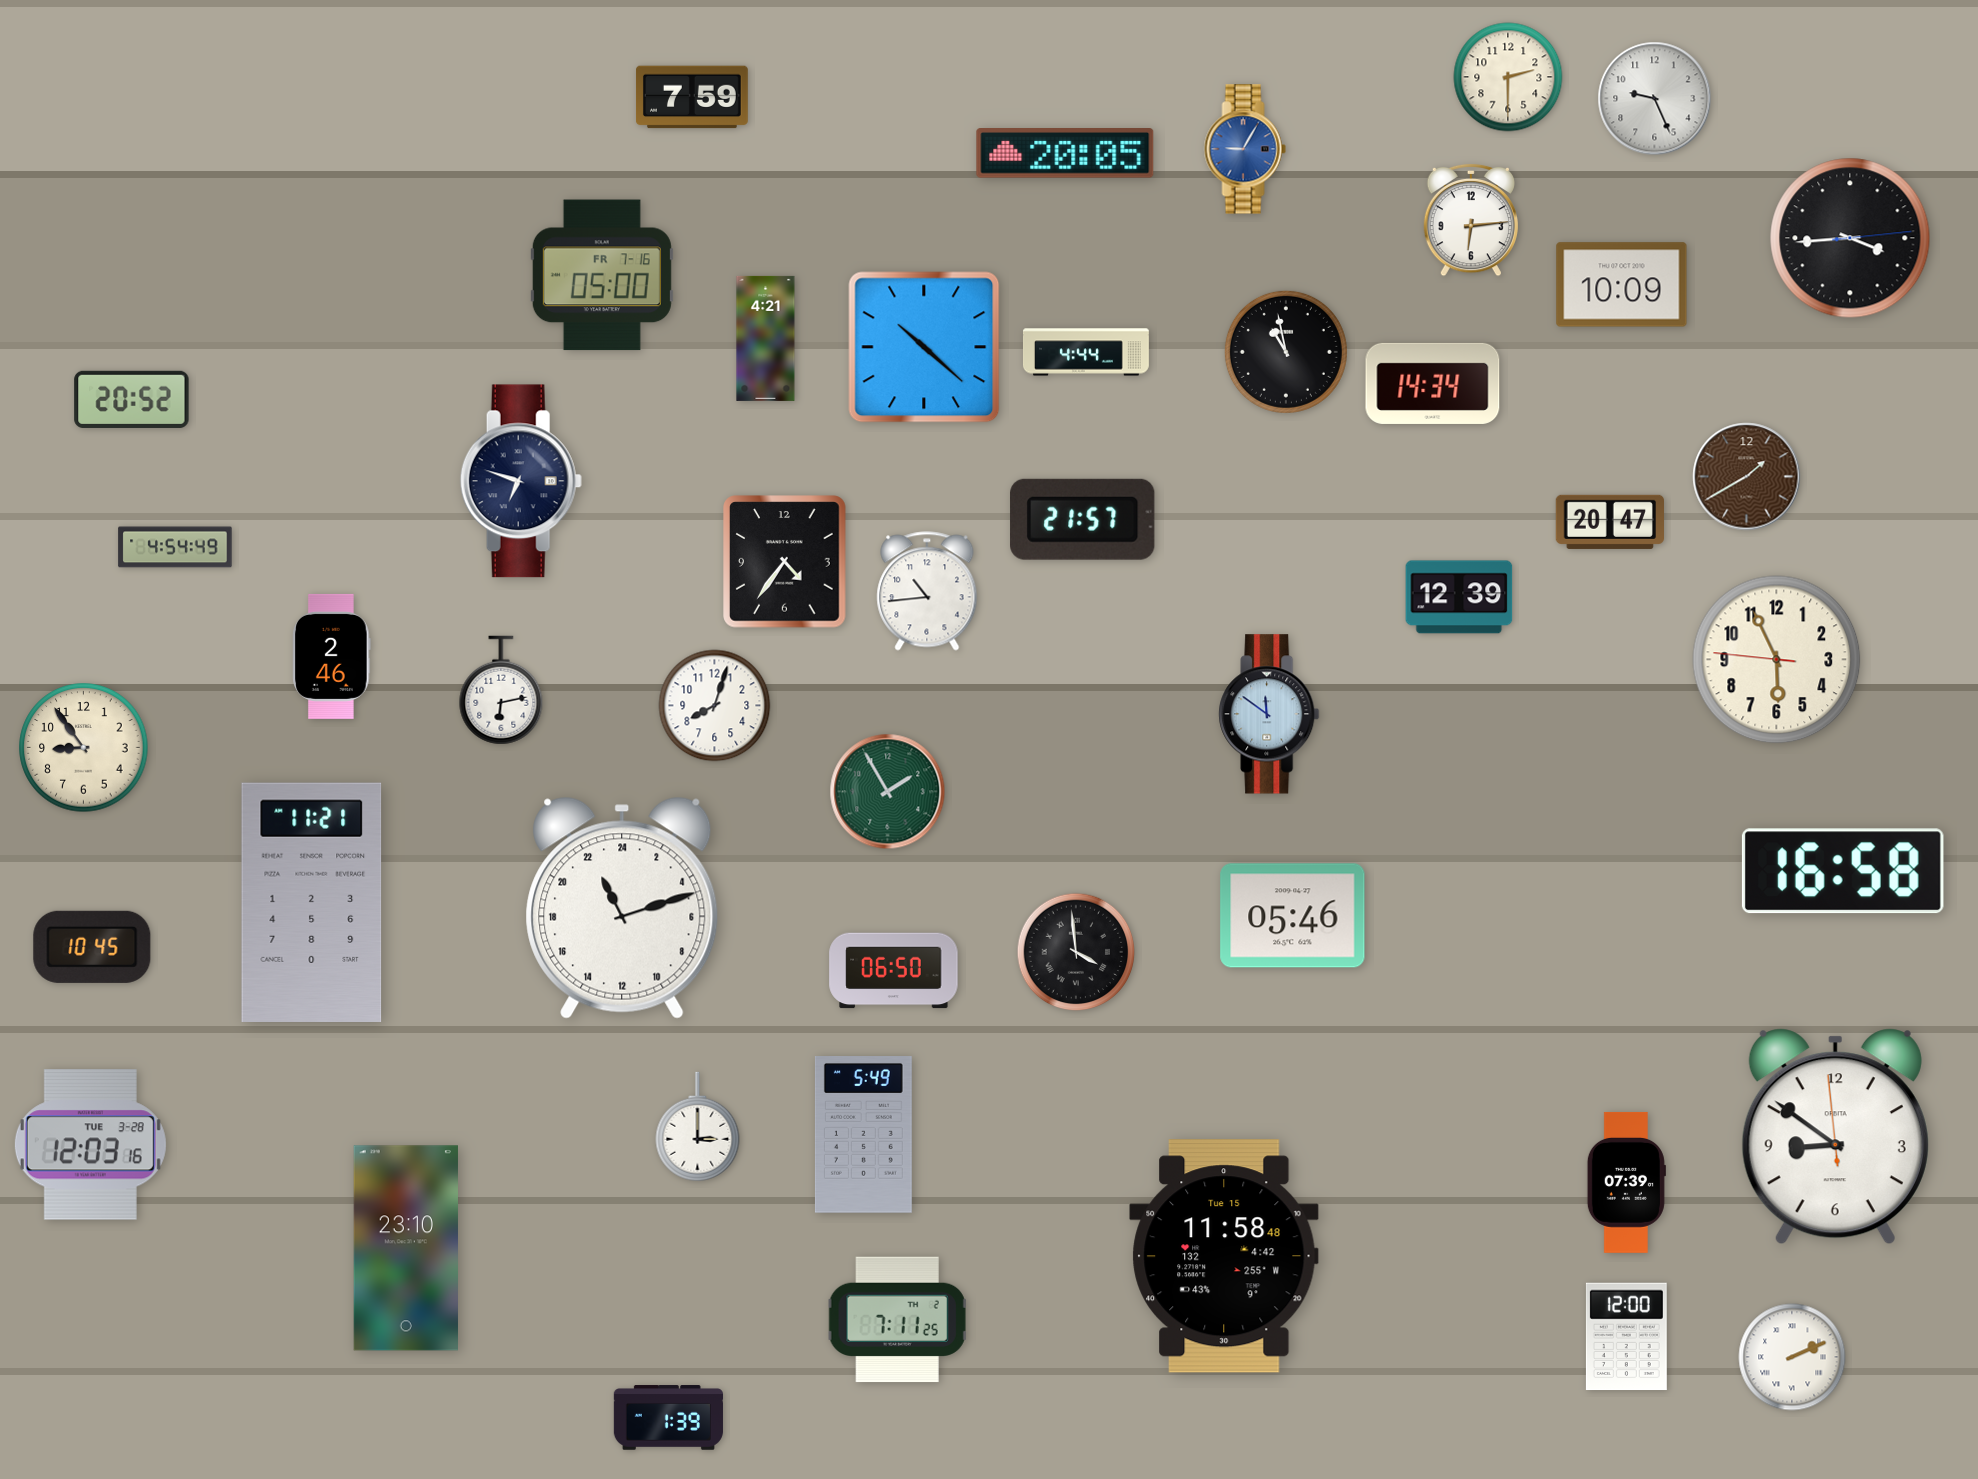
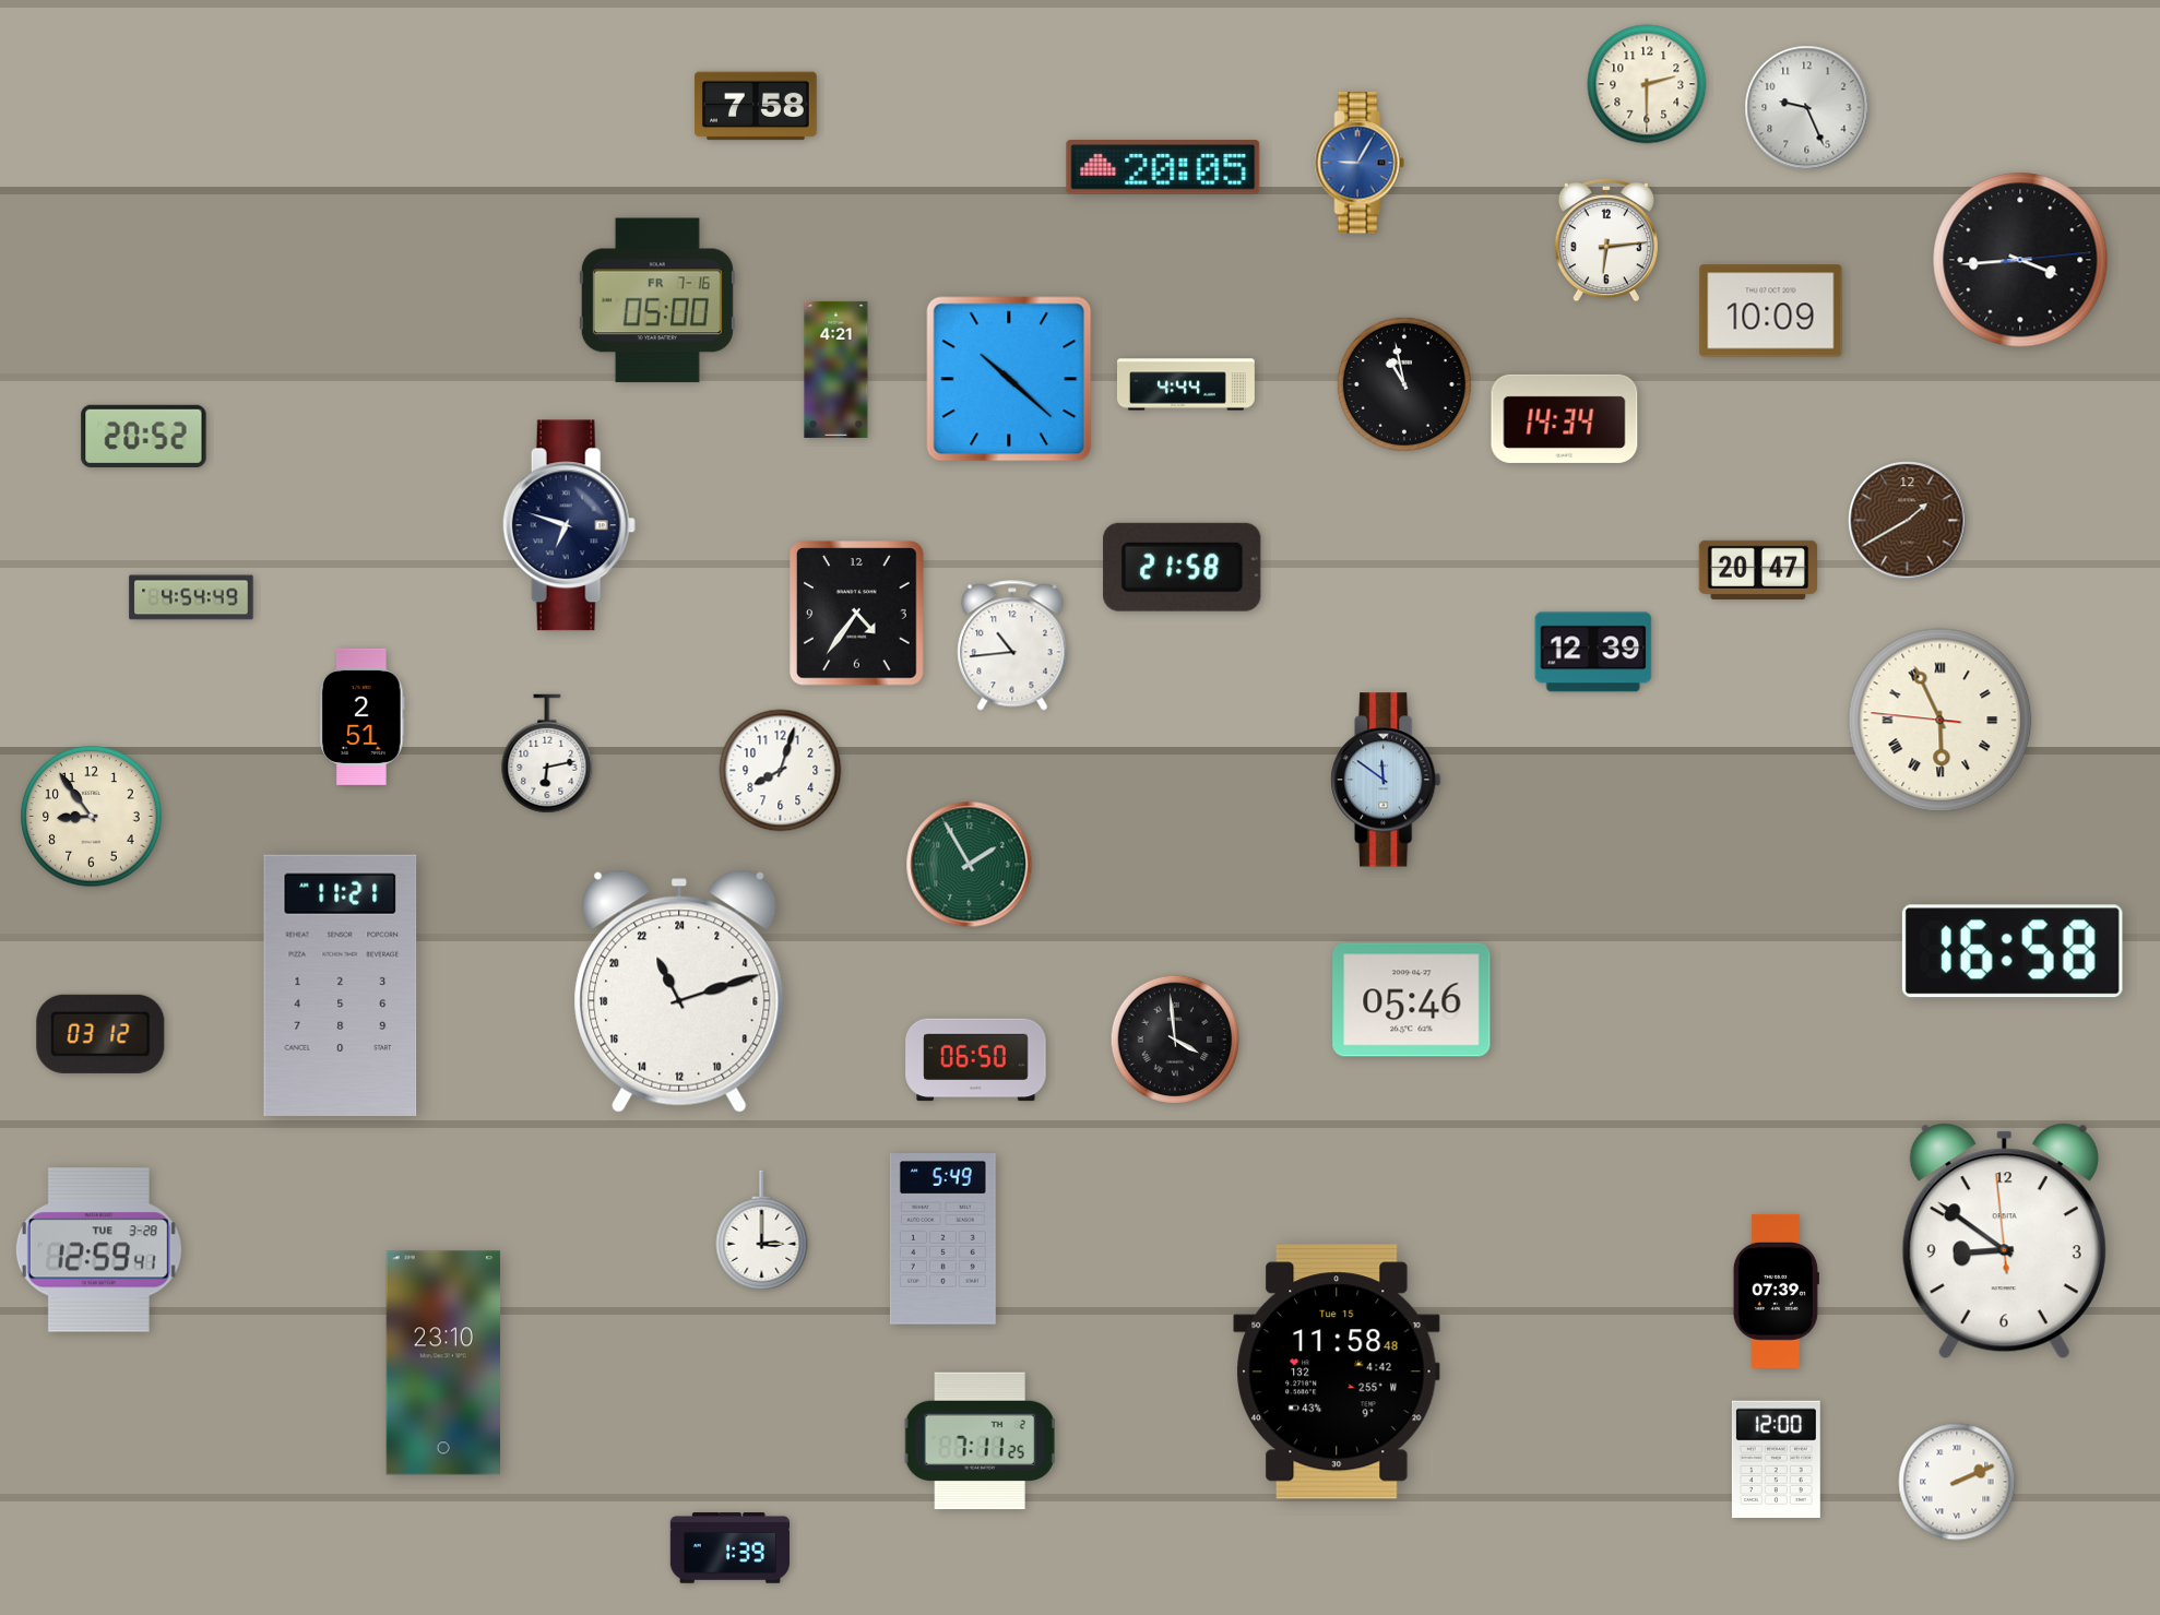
clock at (693, 97): 7:59 -> 7:58
clock at (1083, 519): 21:57 -> 21:58
clock at (332, 656): 2:46 -> 2:51
clock at (1777, 660) numerals: Arabic -> Roman
clock at (92, 947): 10:45 -> 03:12
clock at (90, 1145): 12:03 -> 12:59
